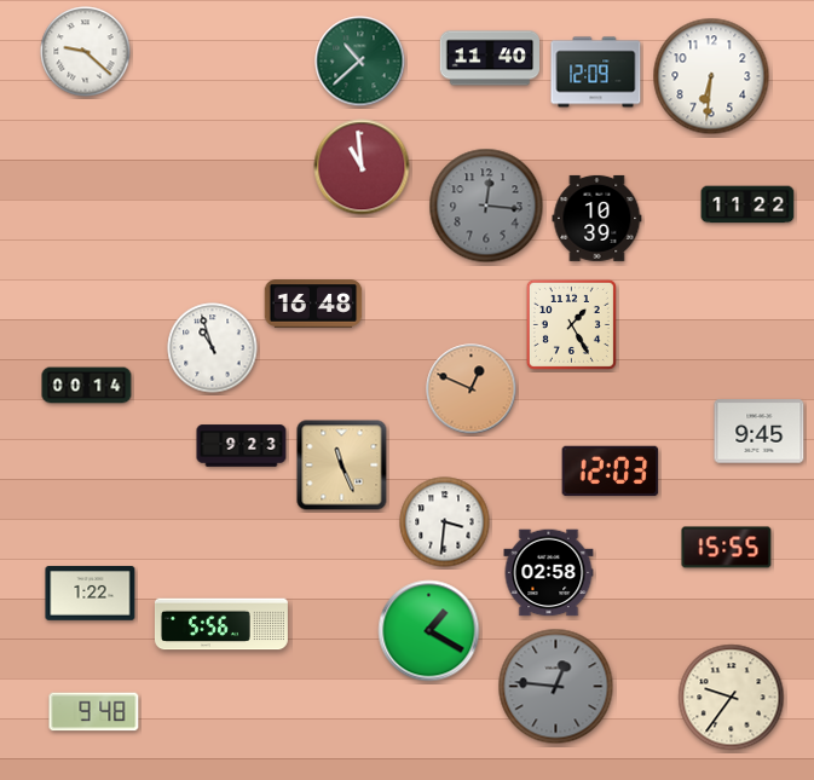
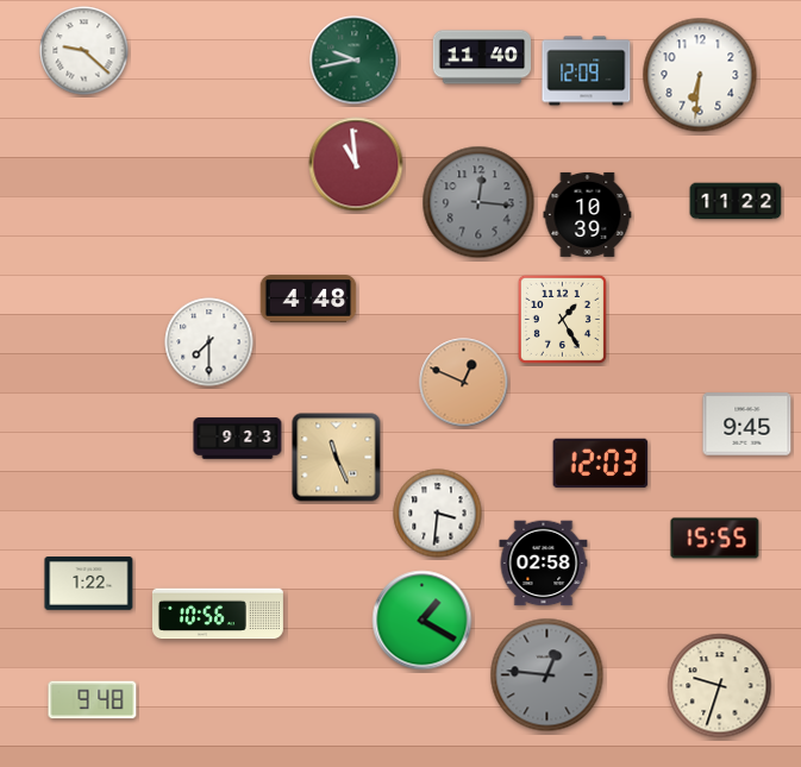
clock at (360, 62): 10:38 -> 9:43
clock at (313, 304): 16:48 -> 4:48
clock at (213, 348): 10:57 -> 7:30
clock at (87, 386): 00:14 -> none
clock at (549, 573) position: (549, 573) -> (544, 564)
clock at (221, 624): 5:56 -> 10:56
clock at (732, 698): 9:36 -> 9:33
